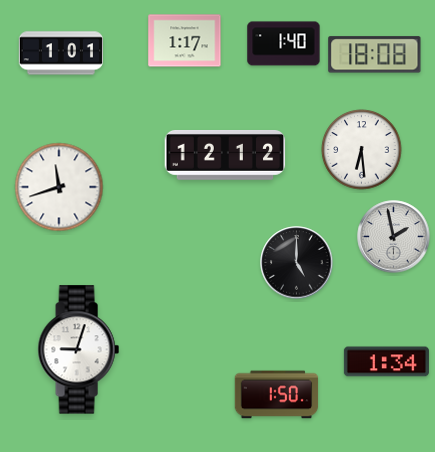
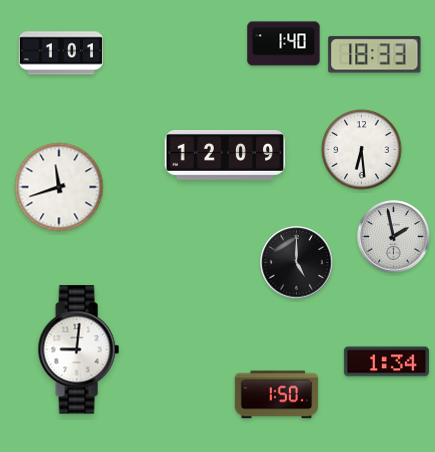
clock at (185, 41): 1:17 -> none
clock at (375, 55): 18:08 -> 18:33
clock at (225, 156): 12:12 -> 12:09
clock at (78, 350): 9:03 -> 9:01
